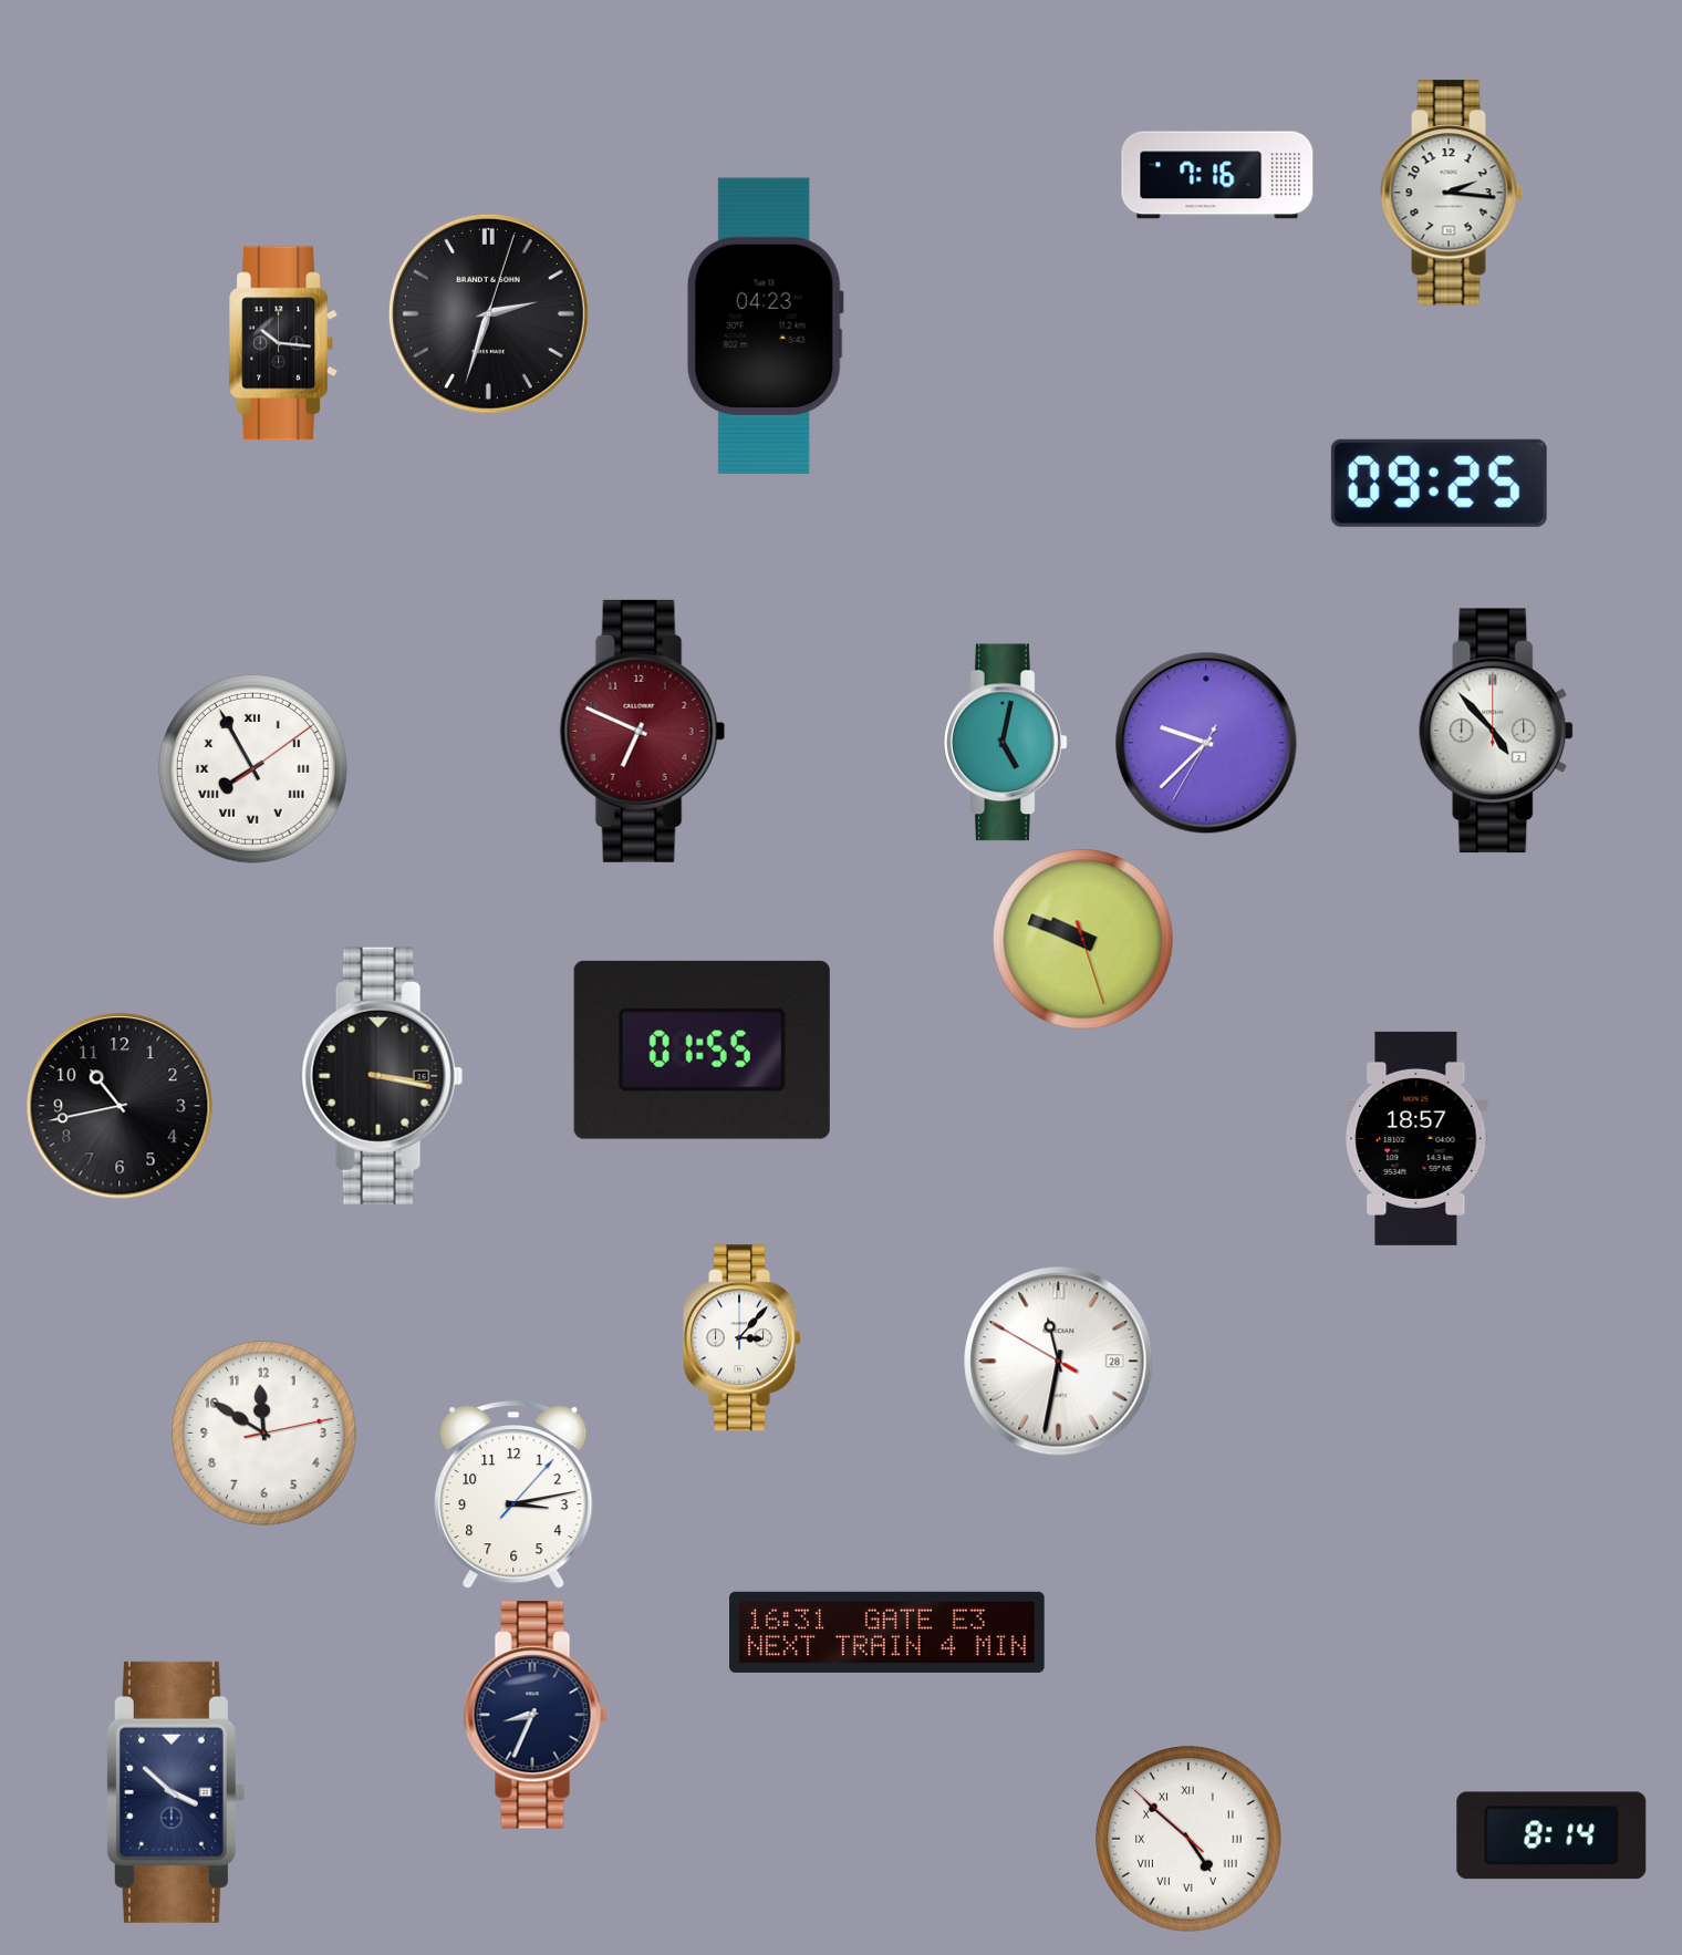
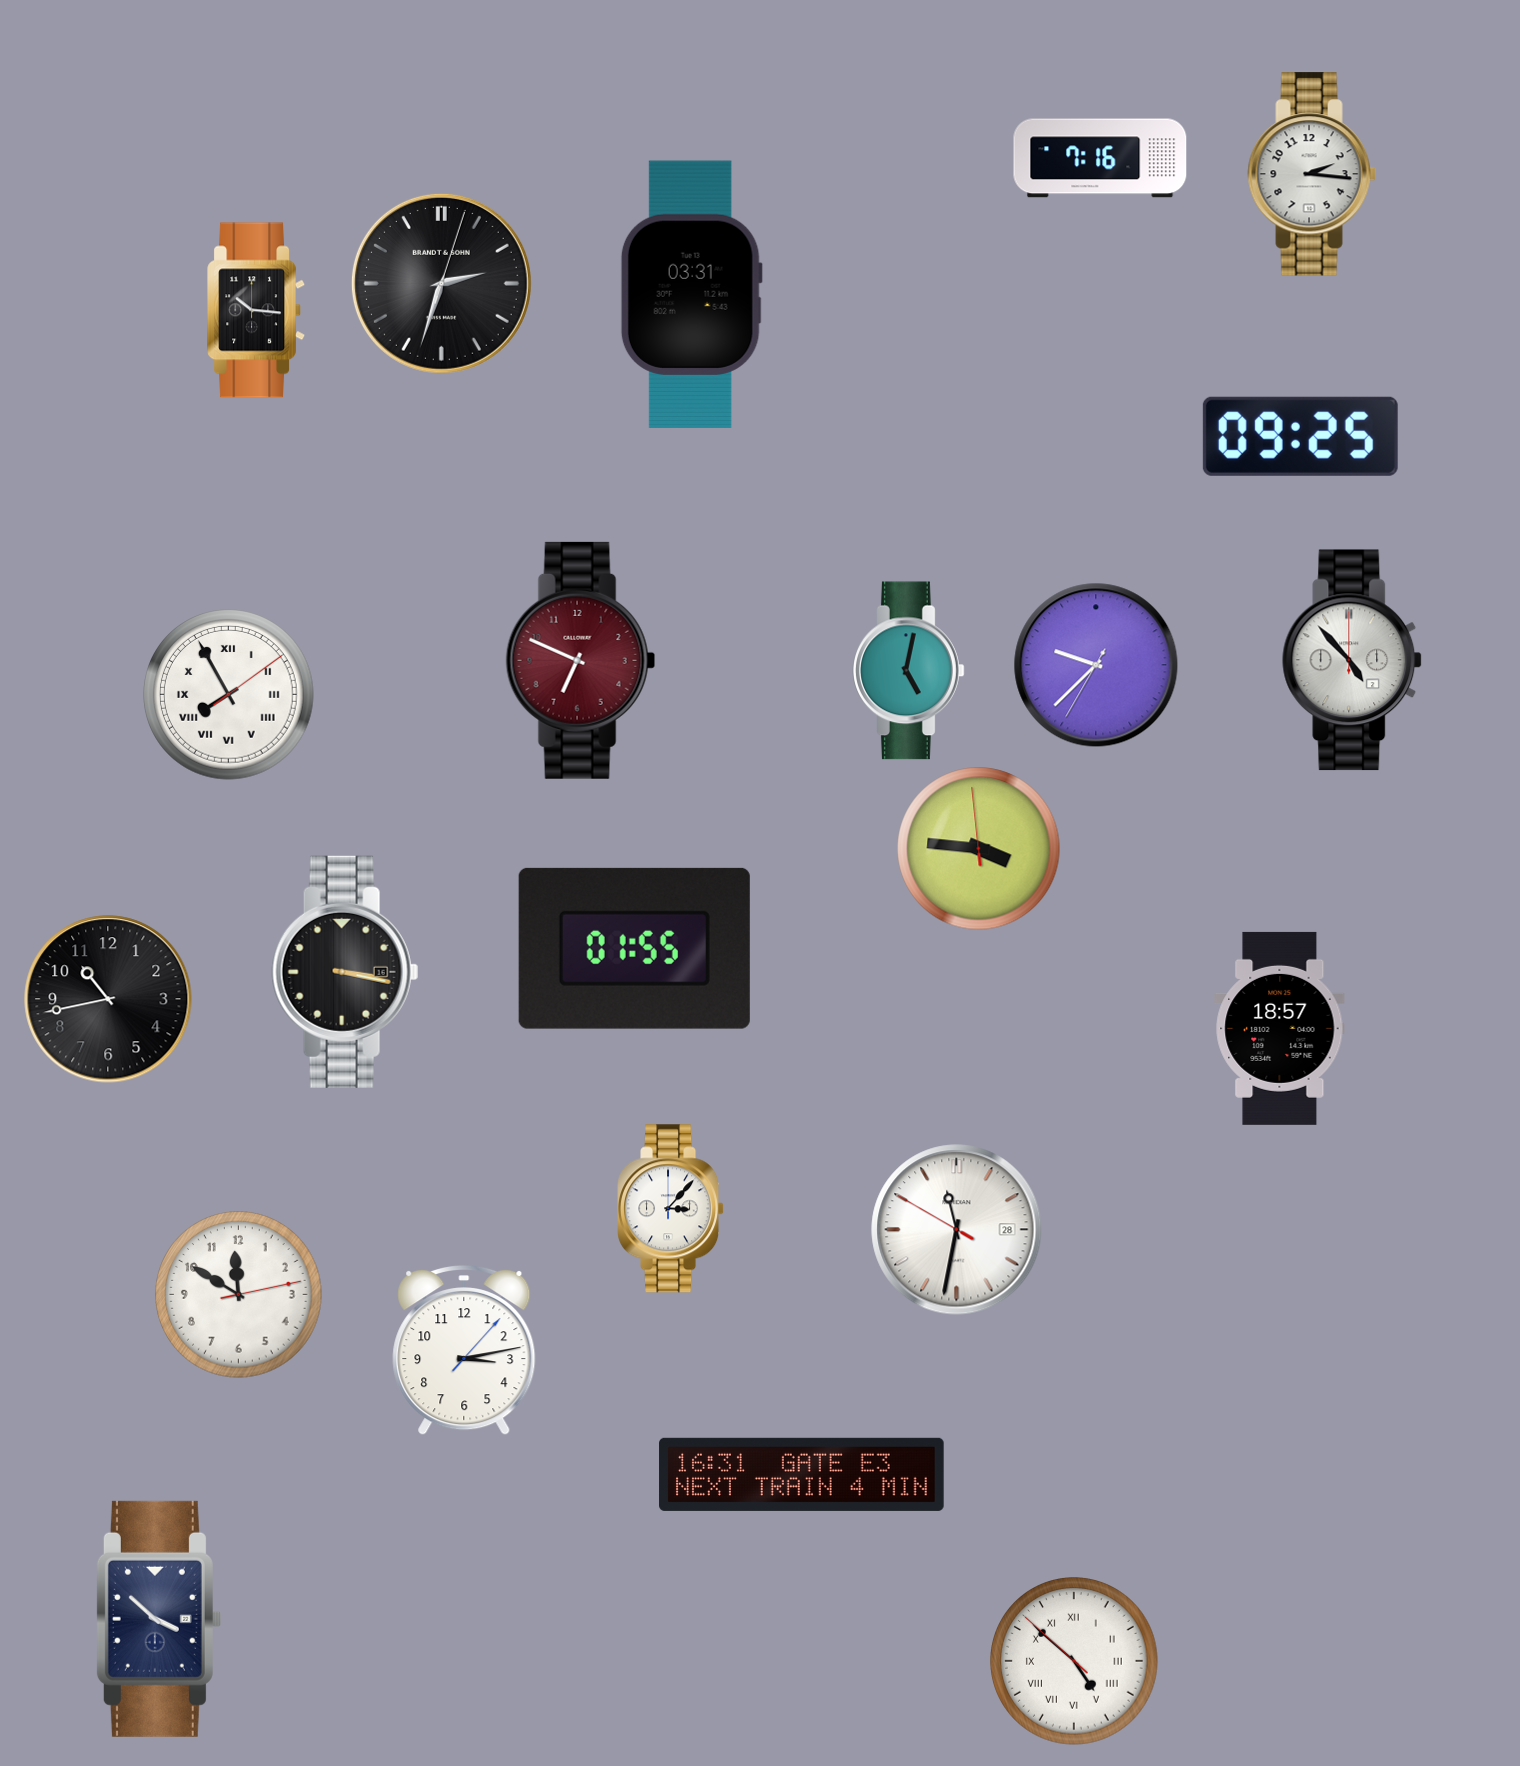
clock at (765, 325): 04:23 -> 03:31
clock at (1206, 743) position: (1206, 743) -> (1096, 665)
clock at (1083, 940): 9:48 -> 3:45
clock at (536, 1715): 8:34 -> none
clock at (1551, 1835): 8:14 -> none
